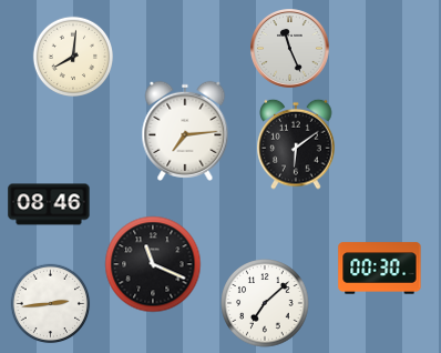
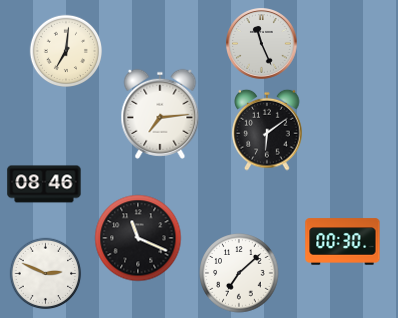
clock at (73, 57): 8:01 -> 7:01
clock at (185, 131) position: (185, 131) -> (160, 114)
clock at (51, 304): 2:44 -> 2:49
